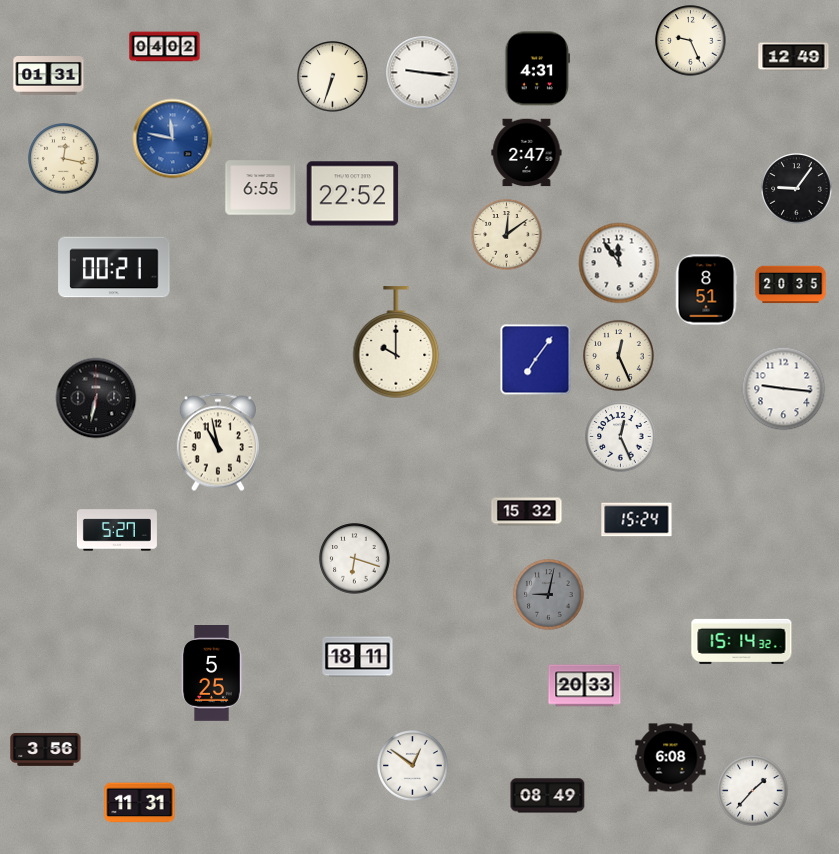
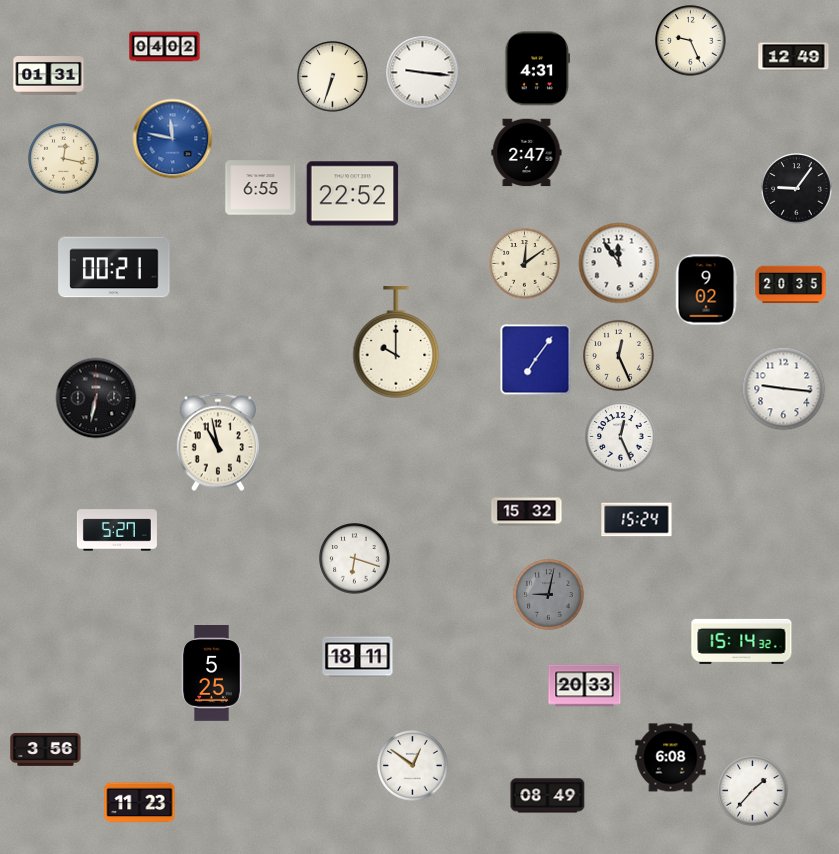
clock at (507, 235) position: (507, 235) -> (525, 264)
clock at (706, 290): 8:51 -> 9:02
clock at (140, 803): 11:31 -> 11:23
